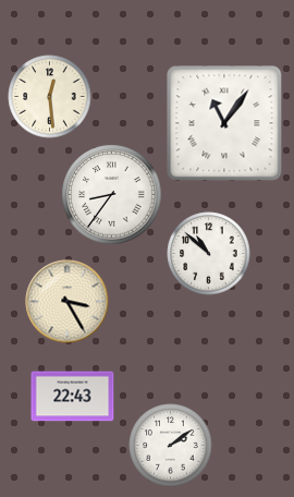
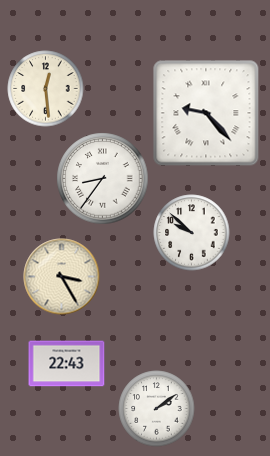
clock at (224, 123): 11:06 -> 9:23
clock at (209, 254): 10:52 -> 9:52
